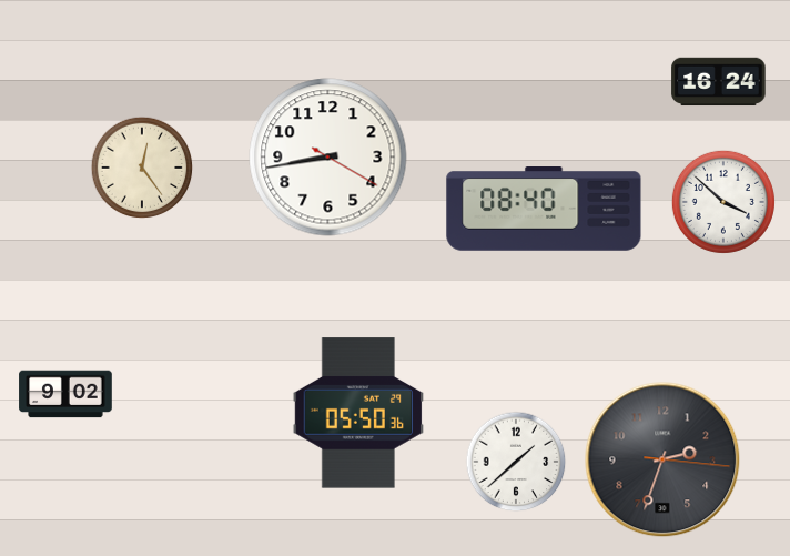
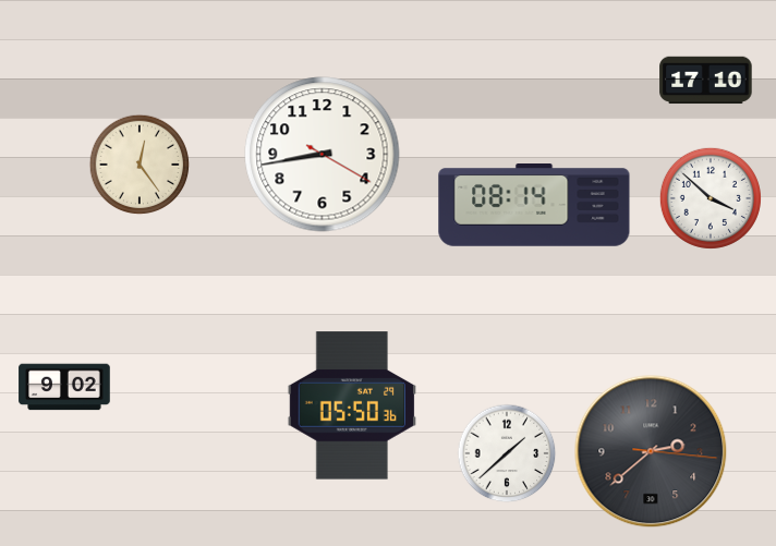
clock at (719, 82): 16:24 -> 17:10
clock at (544, 210): 08:40 -> 08:14
clock at (662, 459): 2:33 -> 2:38
